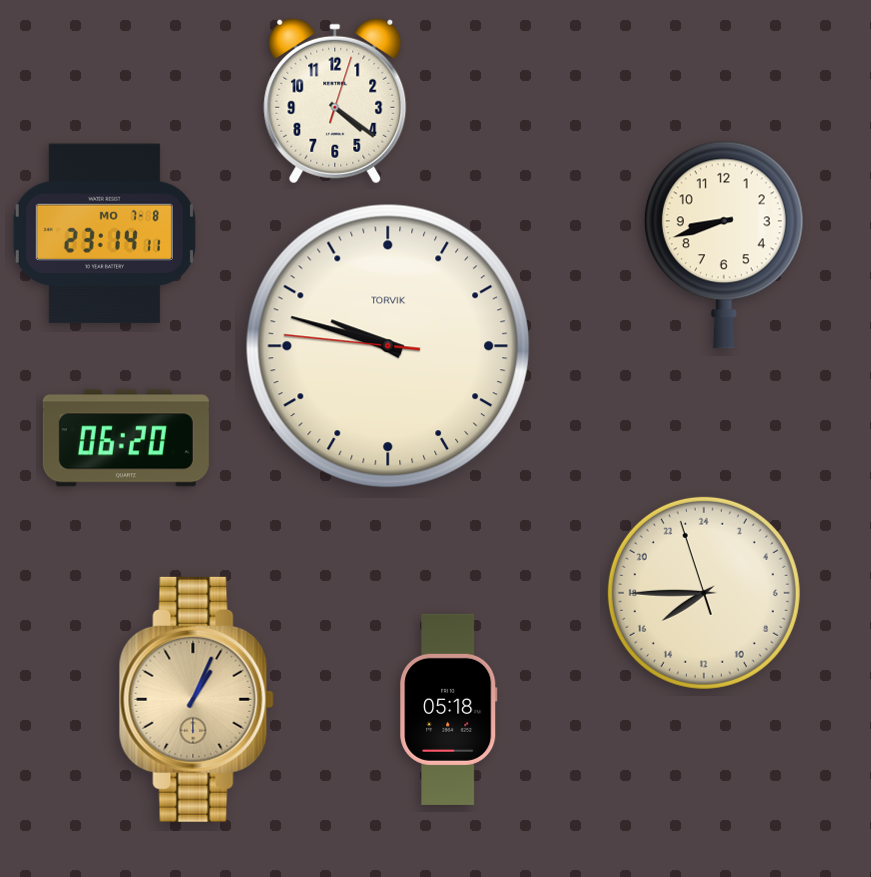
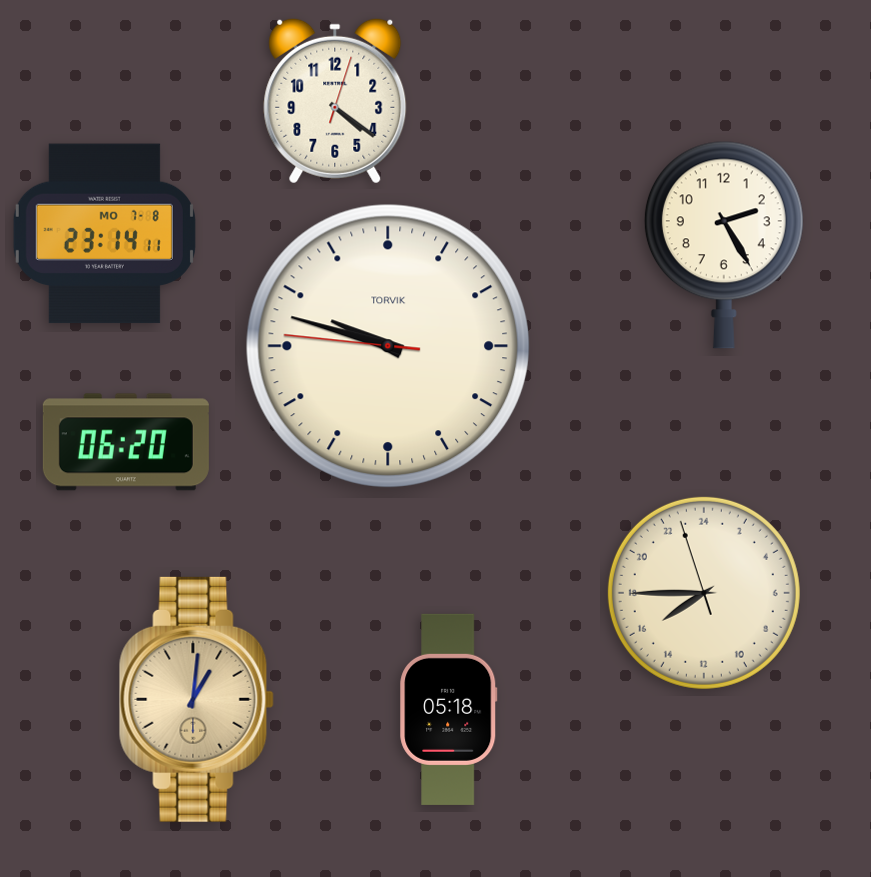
clock at (724, 245): 8:42 -> 2:25
clock at (126, 438) position: (126, 438) -> (126, 442)
clock at (196, 699): 1:04 -> 1:01
